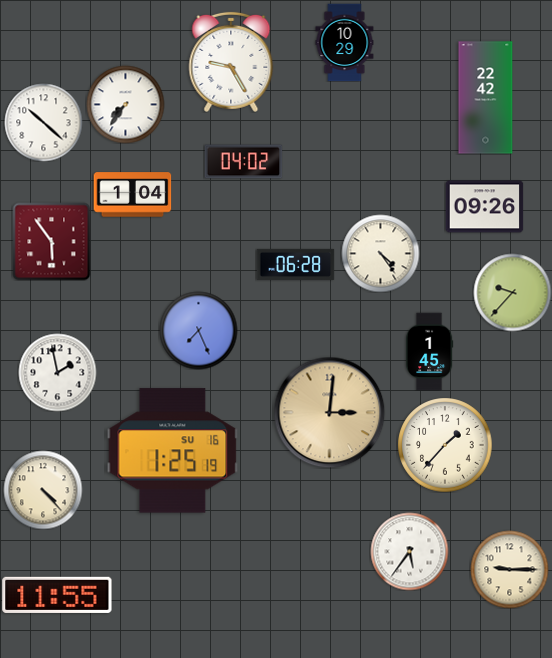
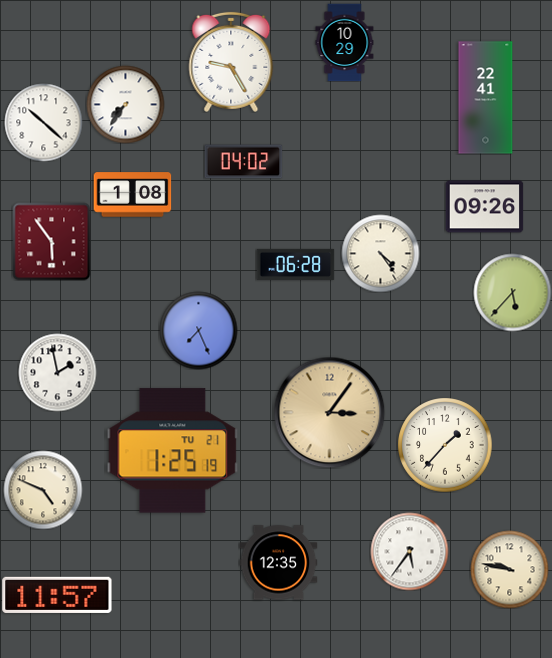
clock at (486, 98): 22:42 -> 22:41
clock at (132, 195): 1:04 -> 1:08
clock at (512, 292): 9:37 -> 5:37
clock at (430, 351): 1:45 -> none
clock at (329, 412): 3:01 -> 3:06
clock at (173, 451) date: SU 16 -> TU 21
clock at (43, 490): 4:23 -> 4:49
clock at (278, 563): none -> 12:35
clock at (509, 569): 9:15 -> 9:47
clock at (57, 595): 11:55 -> 11:57
